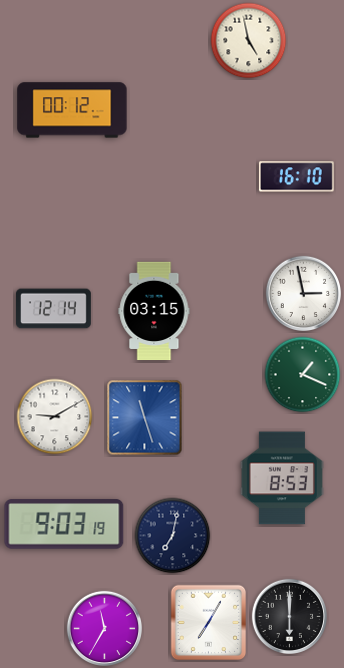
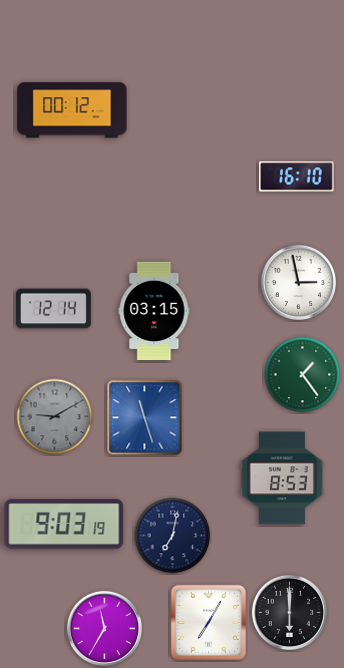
clock at (249, 41): 4:58 -> none
clock at (303, 293) position: (303, 293) -> (298, 282)
clock at (303, 375): 1:19 -> 1:24
clock at (55, 417) dial: white -> grey
clock at (289, 616) position: (289, 616) -> (289, 612)
